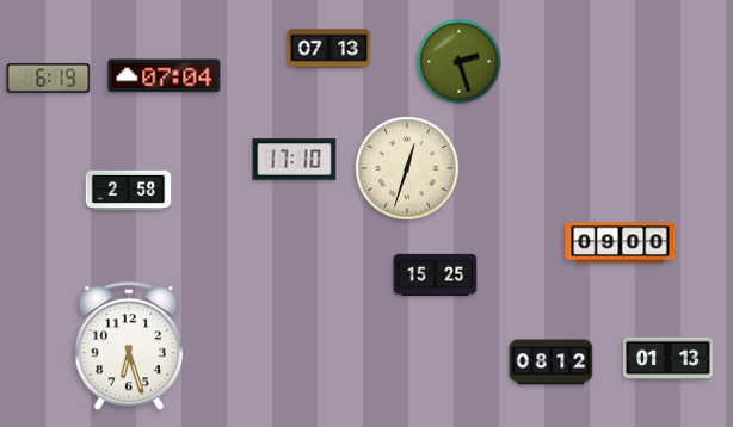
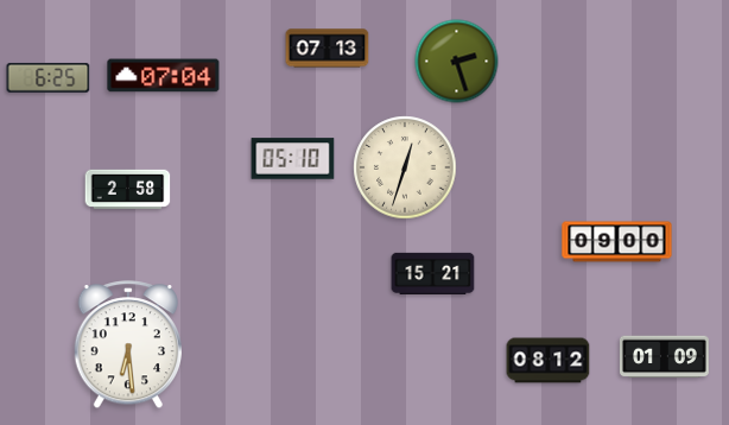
clock at (49, 78): 6:19 -> 6:25
clock at (295, 160): 17:10 -> 05:10
clock at (436, 274): 15:25 -> 15:21
clock at (128, 347): 6:27 -> 6:29
clock at (667, 359): 01:13 -> 01:09
